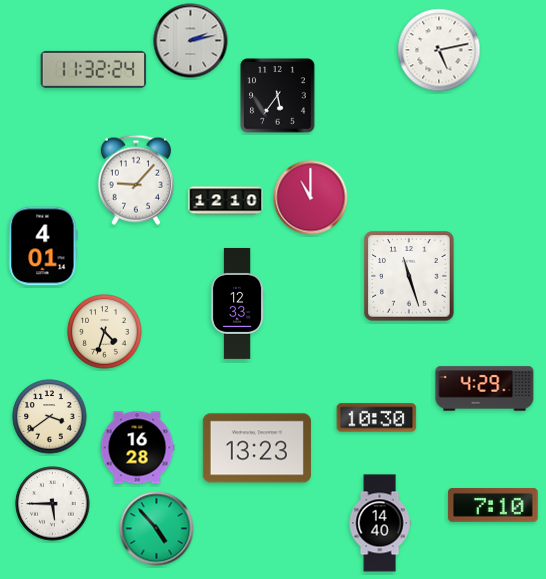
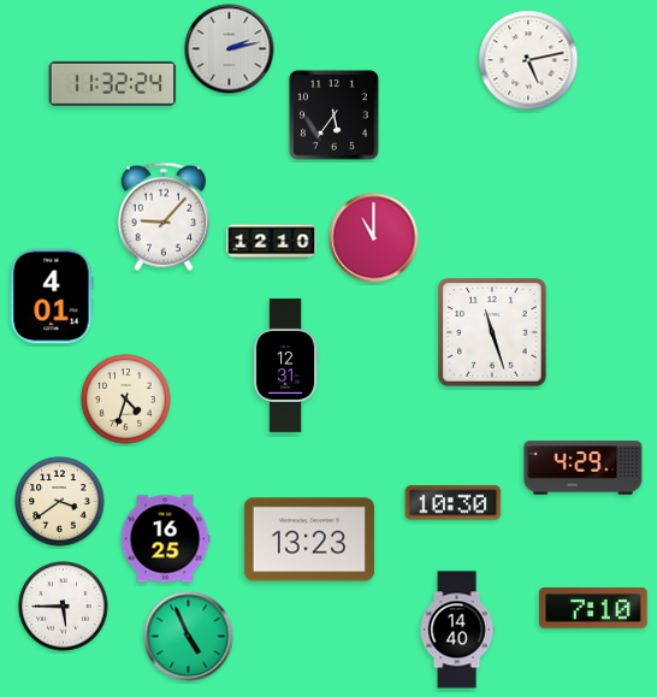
clock at (237, 303): 12:33 -> 12:31
clock at (137, 448): 16:28 -> 16:25
clock at (157, 529): 4:53 -> 4:56
